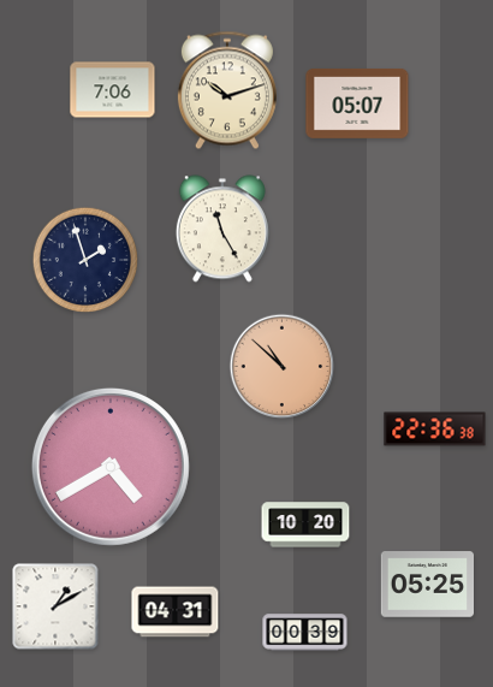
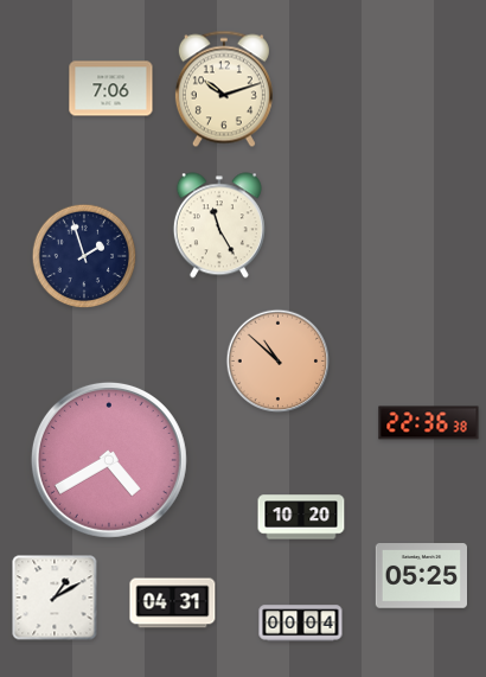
clock at (357, 103): 05:07 -> none
clock at (305, 633): 00:39 -> 00:04
